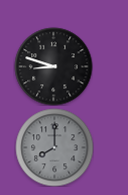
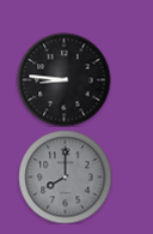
clock at (53, 66): 8:48 -> 8:46
